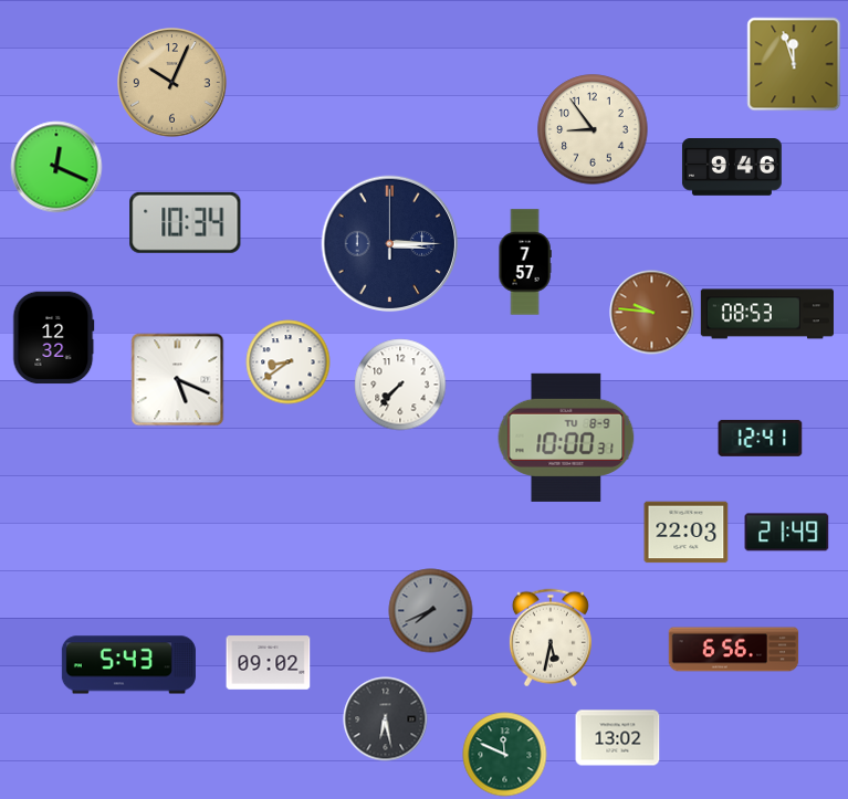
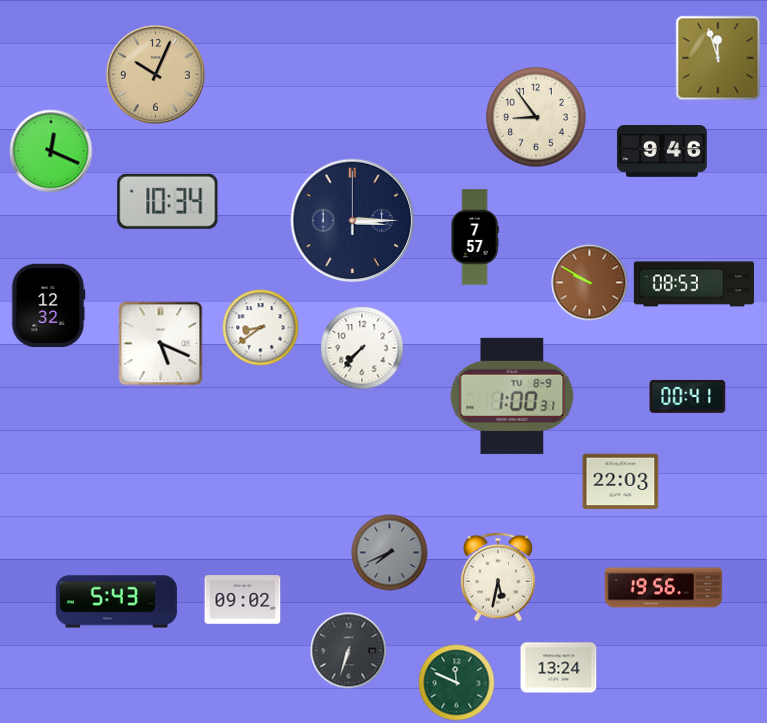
clock at (652, 313): 9:46 -> 9:50
clock at (566, 438): 10:00 -> 1:00
clock at (761, 438): 12:41 -> 00:41
clock at (787, 533): 21:49 -> none
clock at (734, 650): 6:56 -> 19:56
clock at (386, 719): 6:28 -> 6:33
clock at (618, 738): 13:02 -> 13:24
